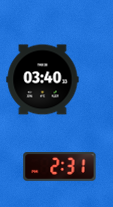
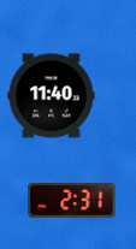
clock at (43, 80): 03:40 -> 11:40
